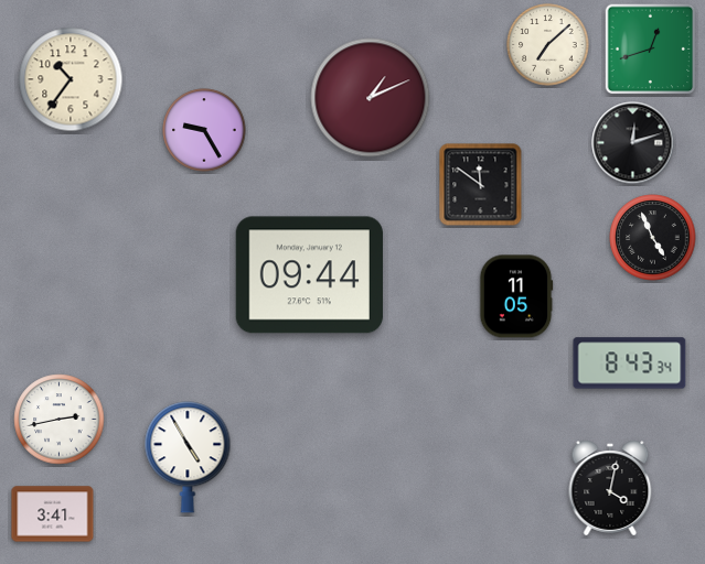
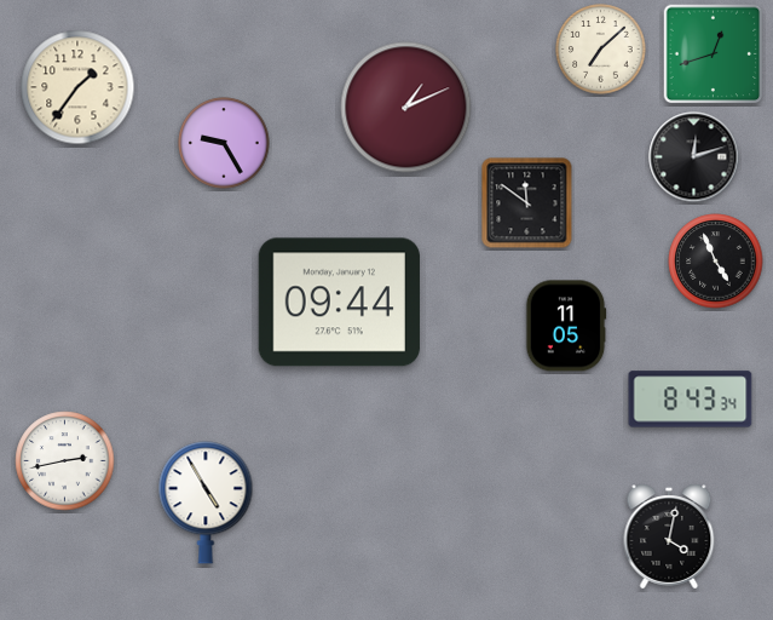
clock at (71, 79): 10:36 -> 1:36
clock at (53, 514): 3:41 -> none
